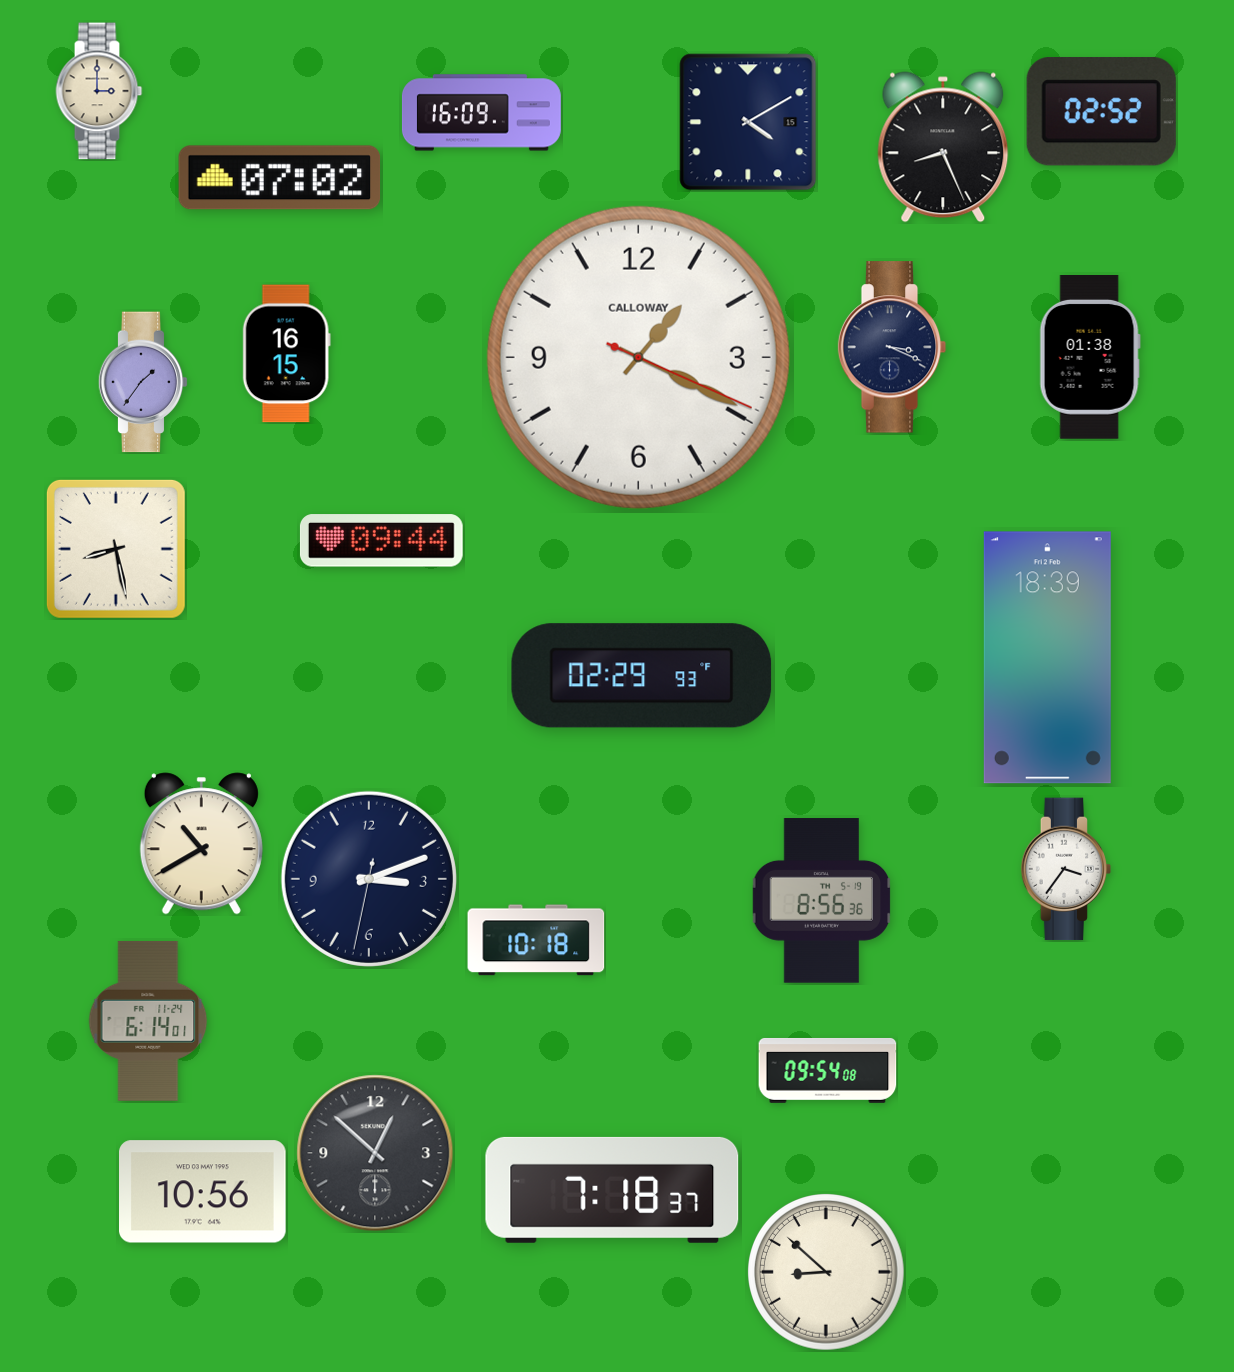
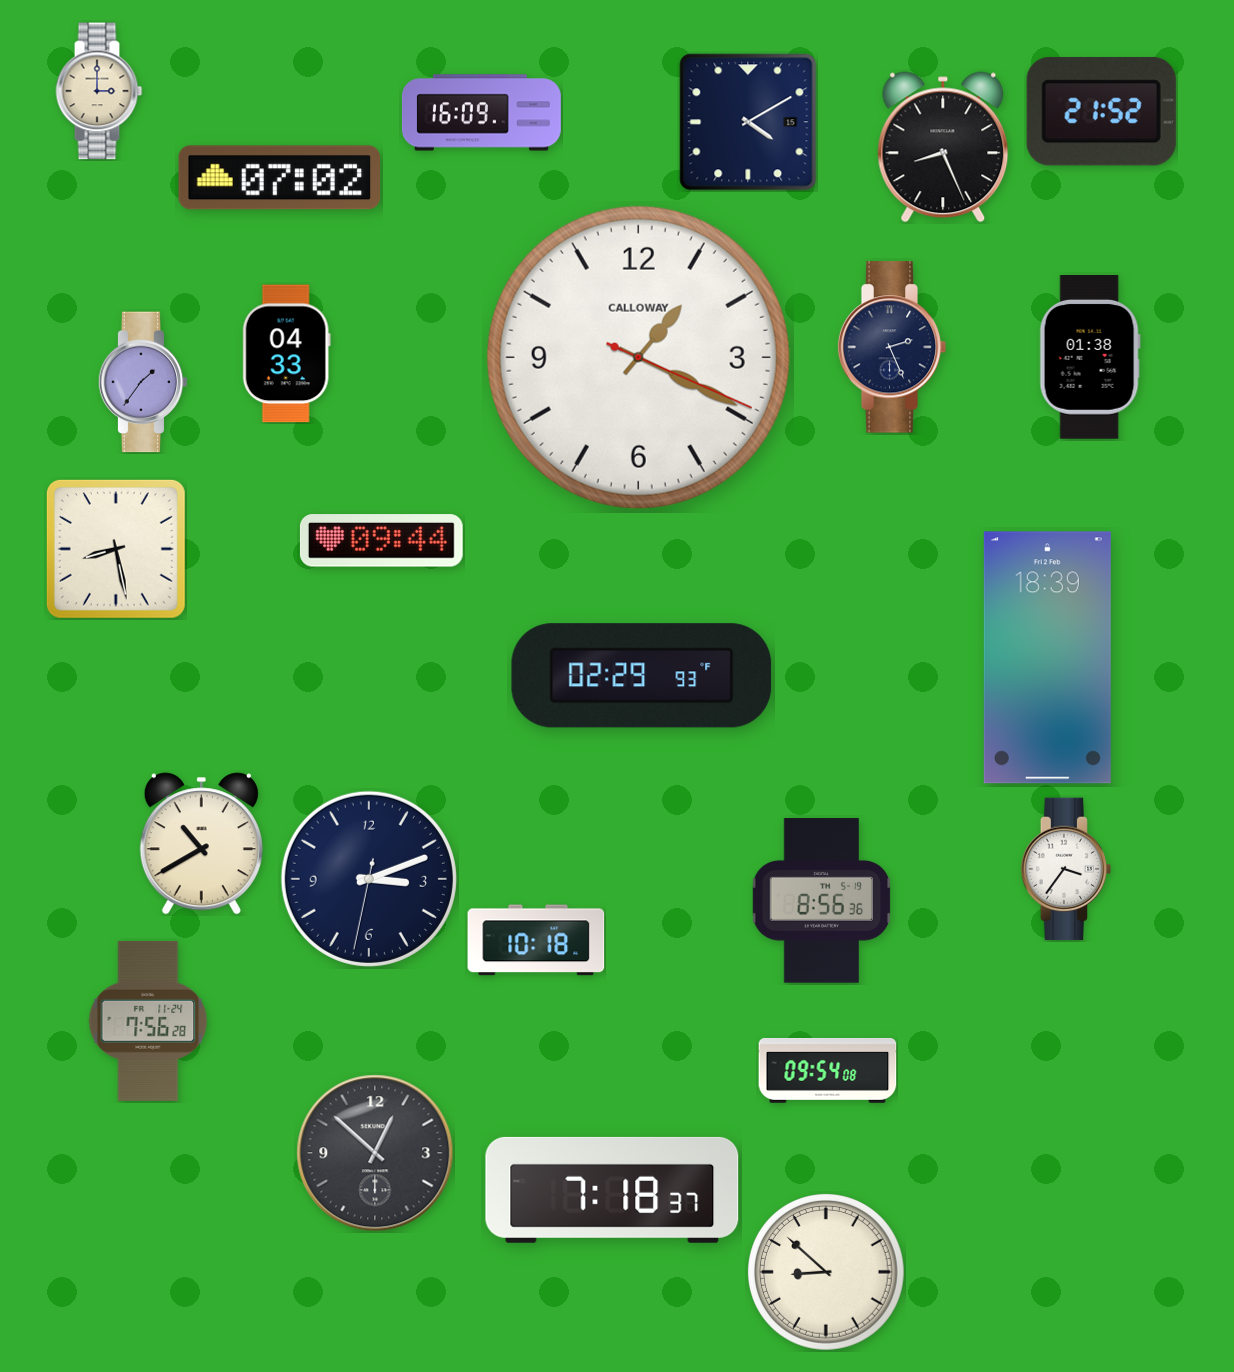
clock at (1101, 112): 02:52 -> 21:52
clock at (892, 347): 3:19 -> 2:26
clock at (286, 354): 16:15 -> 04:33
clock at (148, 1021): 6:14 -> 7:56
clock at (203, 1192): 10:56 -> none
